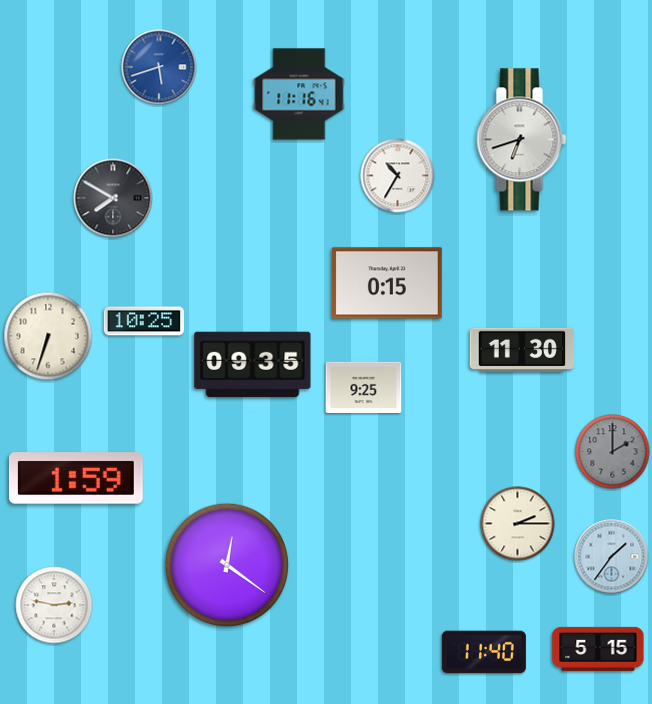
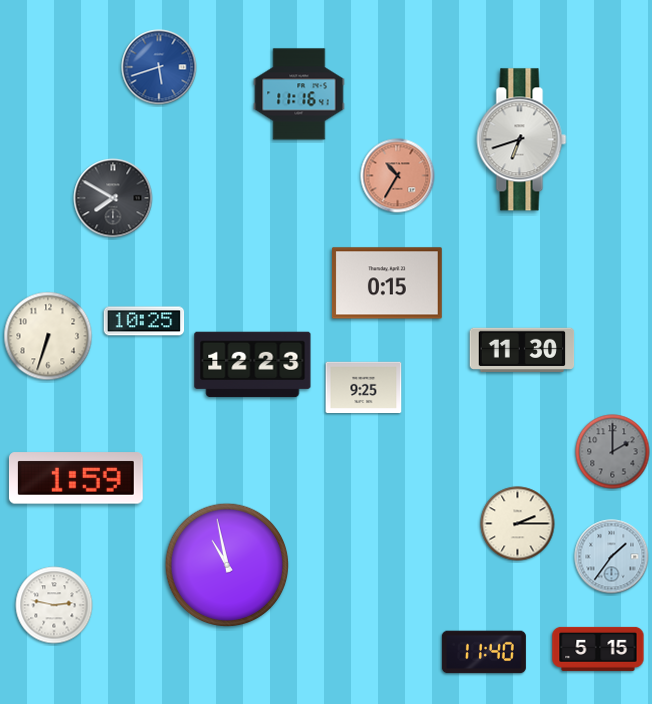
clock at (398, 176) dial: white -> salmon
clock at (253, 365): 09:35 -> 12:23
clock at (227, 565): 12:21 -> 10:58
